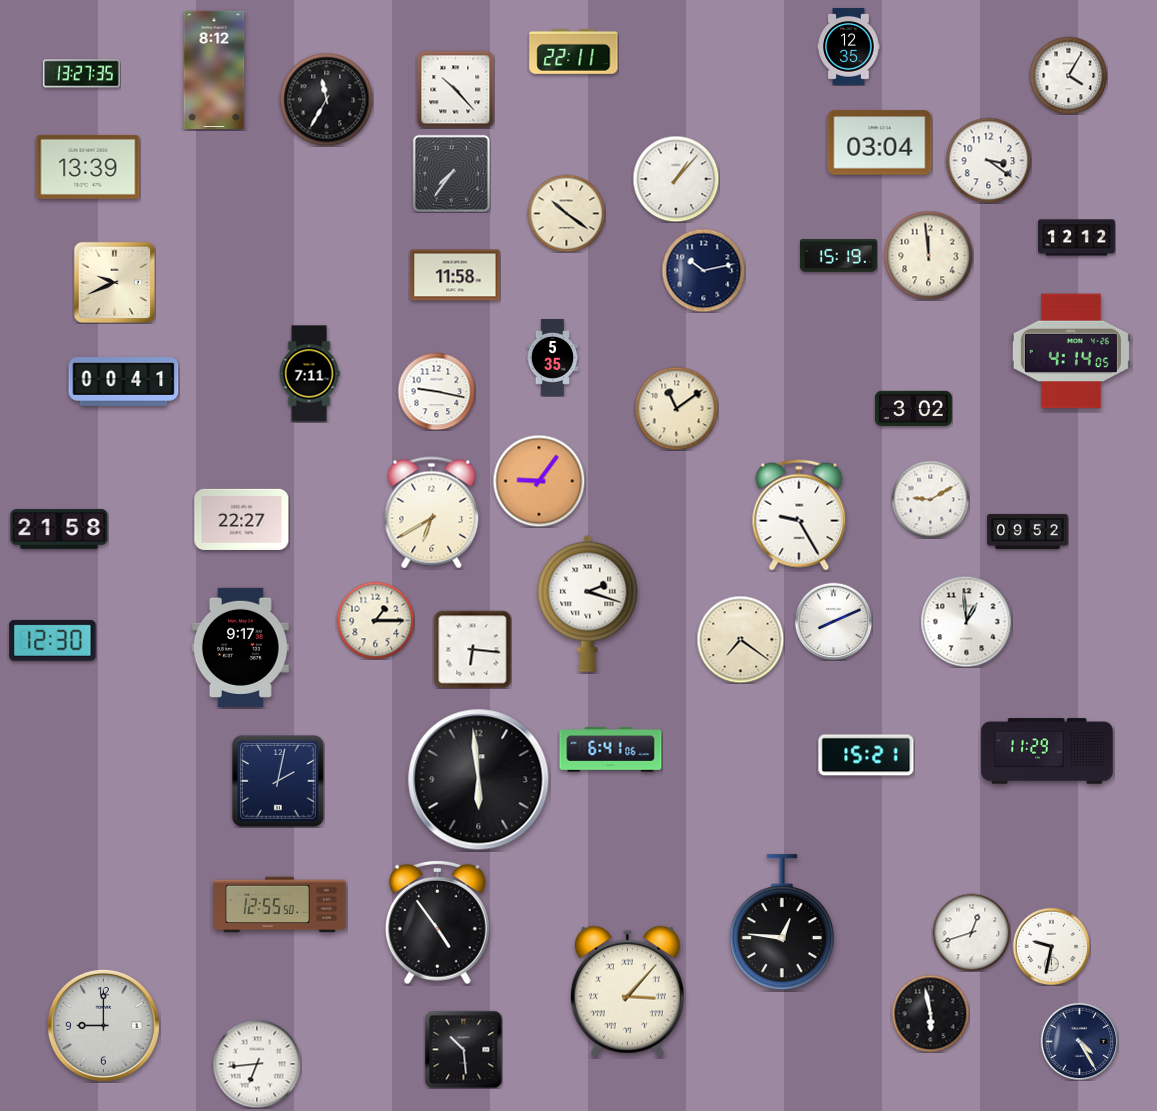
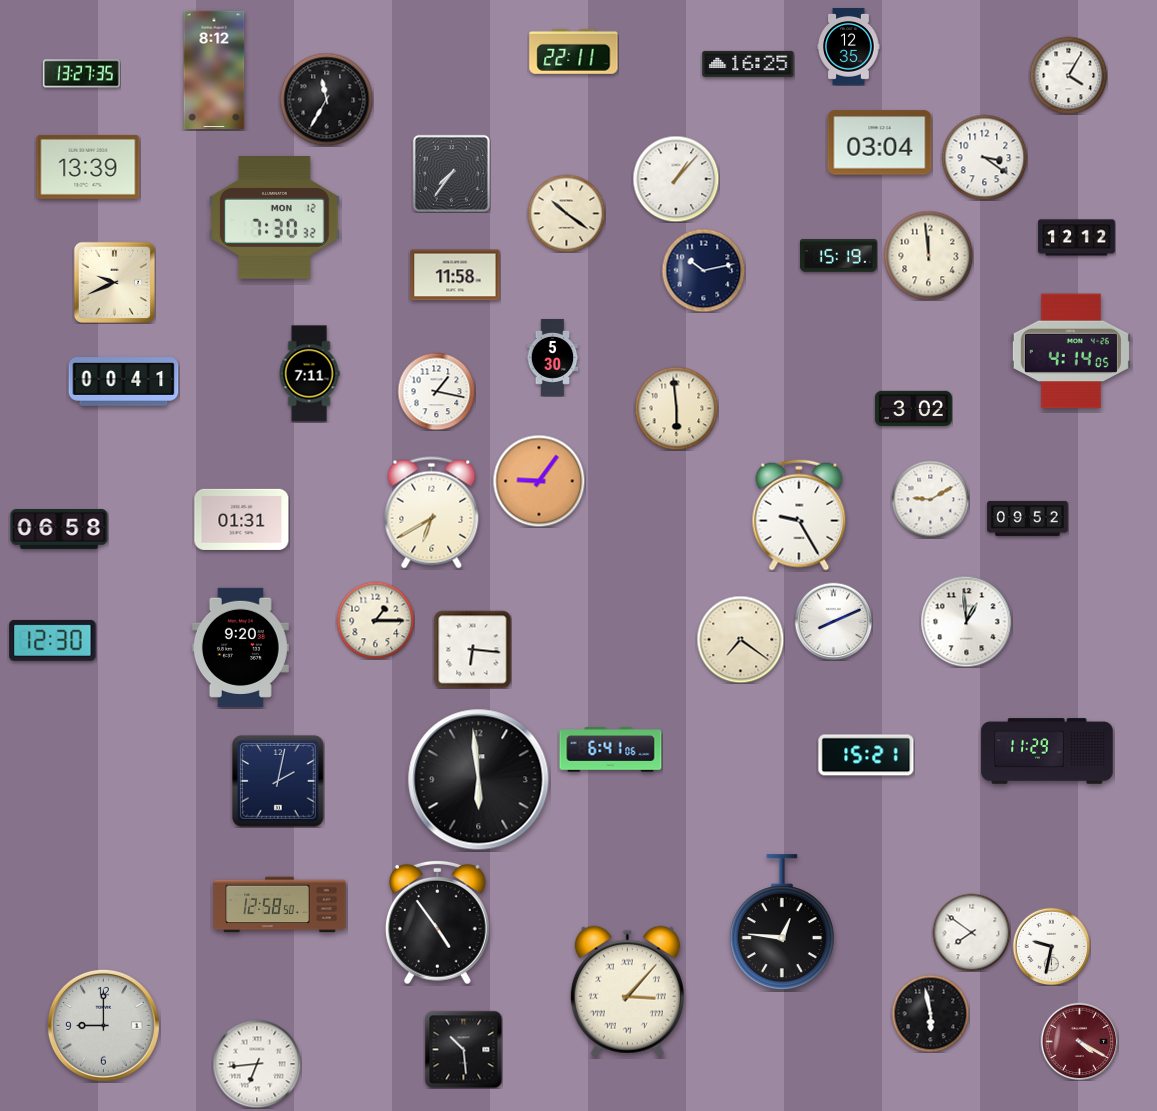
clock at (748, 64): none -> 16:25
clock at (455, 89): 10:23 -> none
clock at (988, 160) position: (988, 160) -> (984, 157)
clock at (275, 218): none -> 7:30
clock at (553, 358): 5:35 -> 5:30
clock at (436, 391): 9:17 -> 1:17
clock at (676, 408): 11:09 -> 5:59
clock at (242, 519): 22:27 -> 01:31
clock at (59, 530): 21:58 -> 06:58
clock at (1028, 531) position: (1028, 531) -> (1028, 518)
clock at (588, 603): 2:18 -> none
clock at (240, 647): 9:17 -> 9:20
clock at (280, 905): 12:55 -> 12:58
clock at (971, 932): 12:42 -> 7:51
clock at (1079, 1041): 4:25 -> 4:20
clock at (1079, 1041) dial: navy -> burgundy
